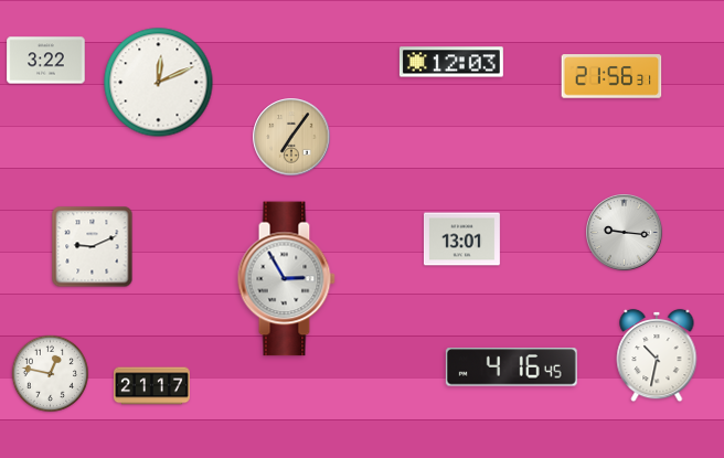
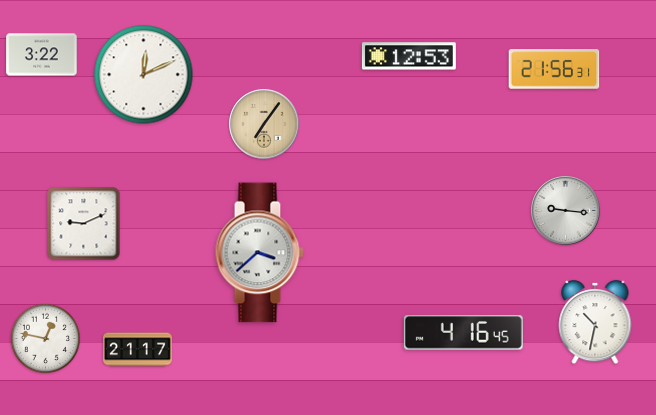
clock at (451, 62): 12:03 -> 12:53
clock at (461, 239): 13:01 -> none
clock at (286, 279): 2:55 -> 3:38
